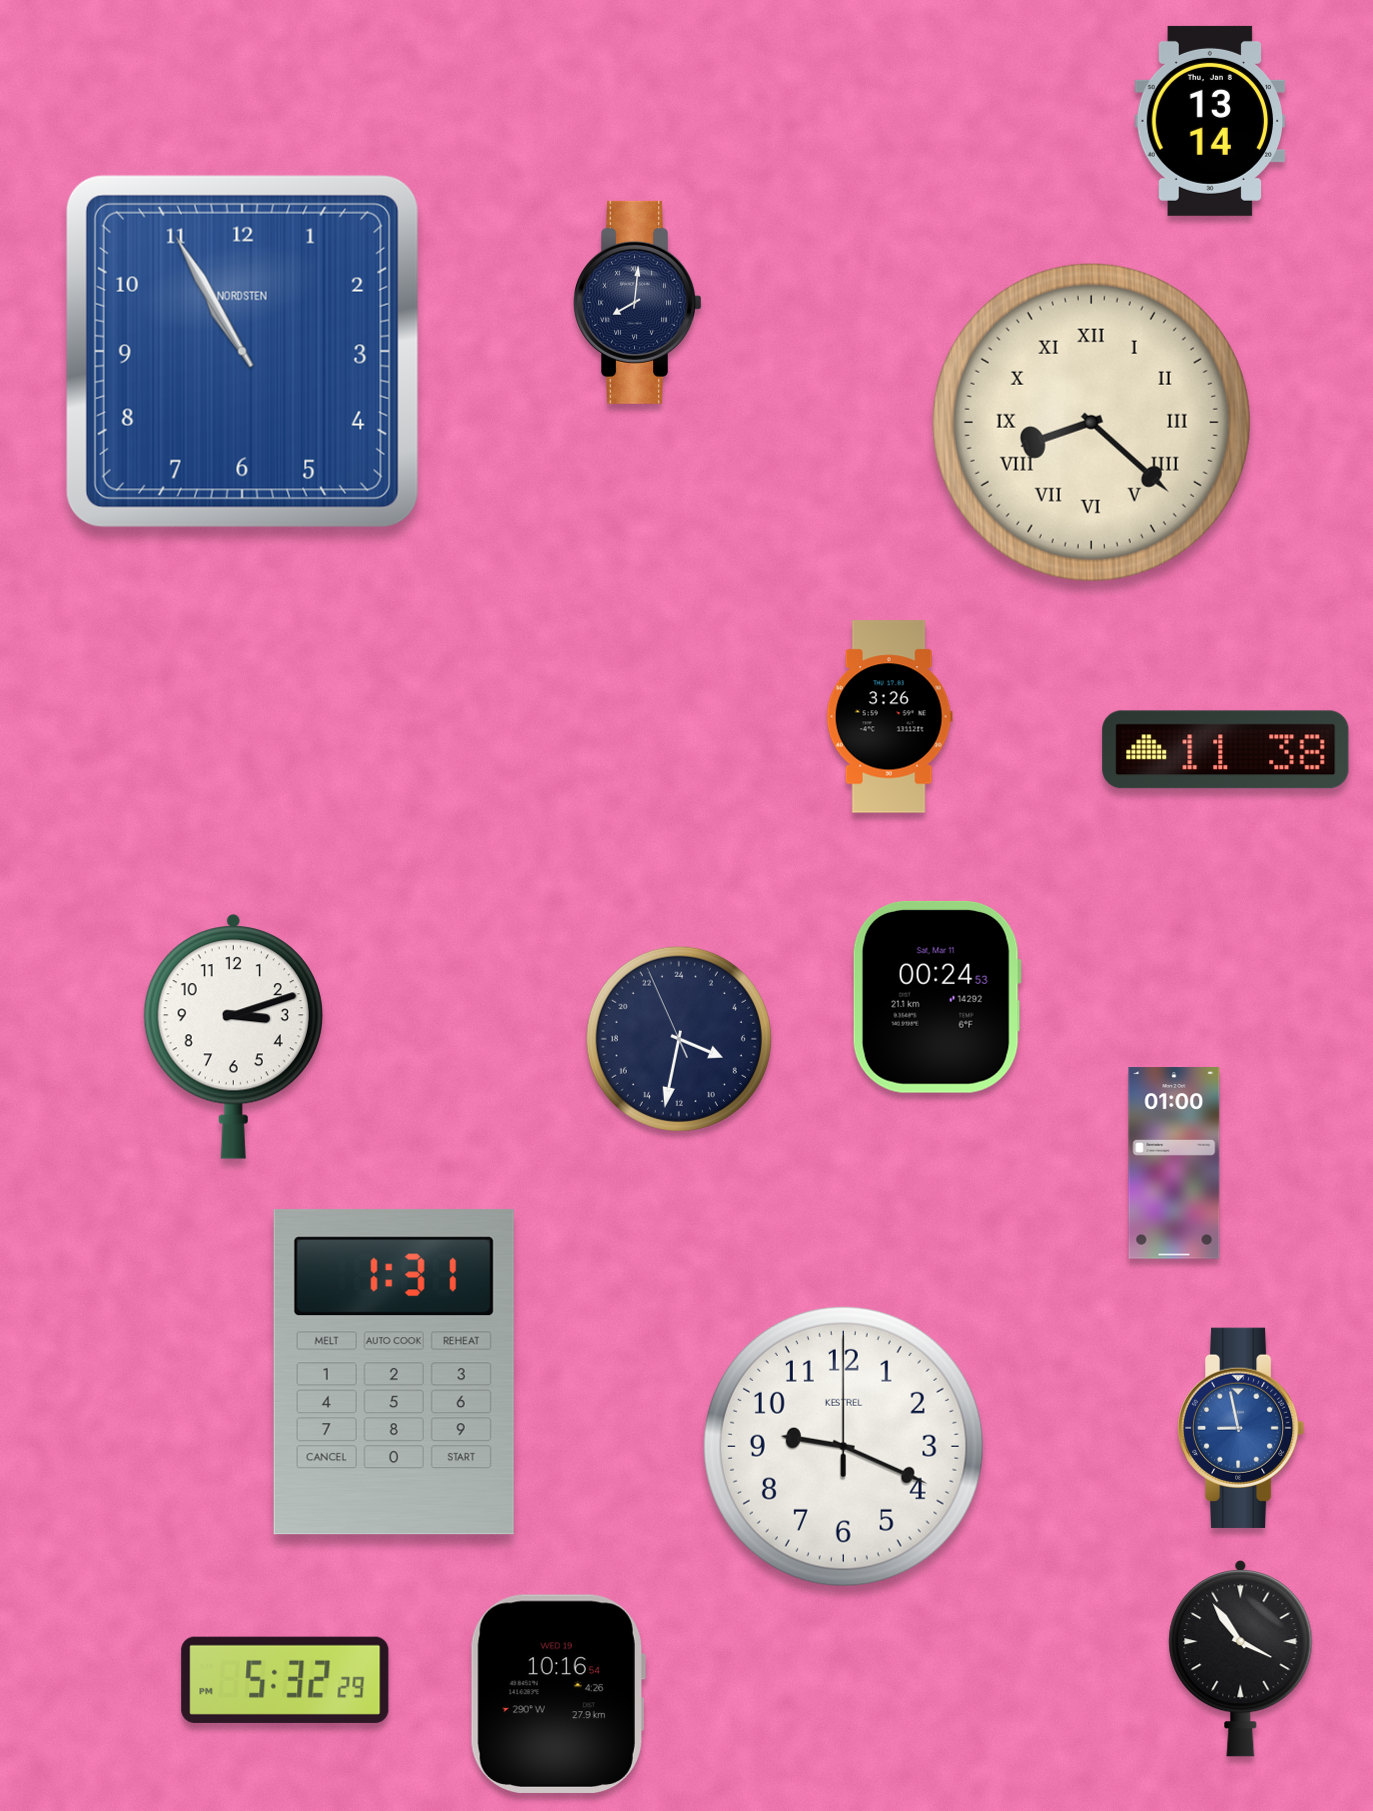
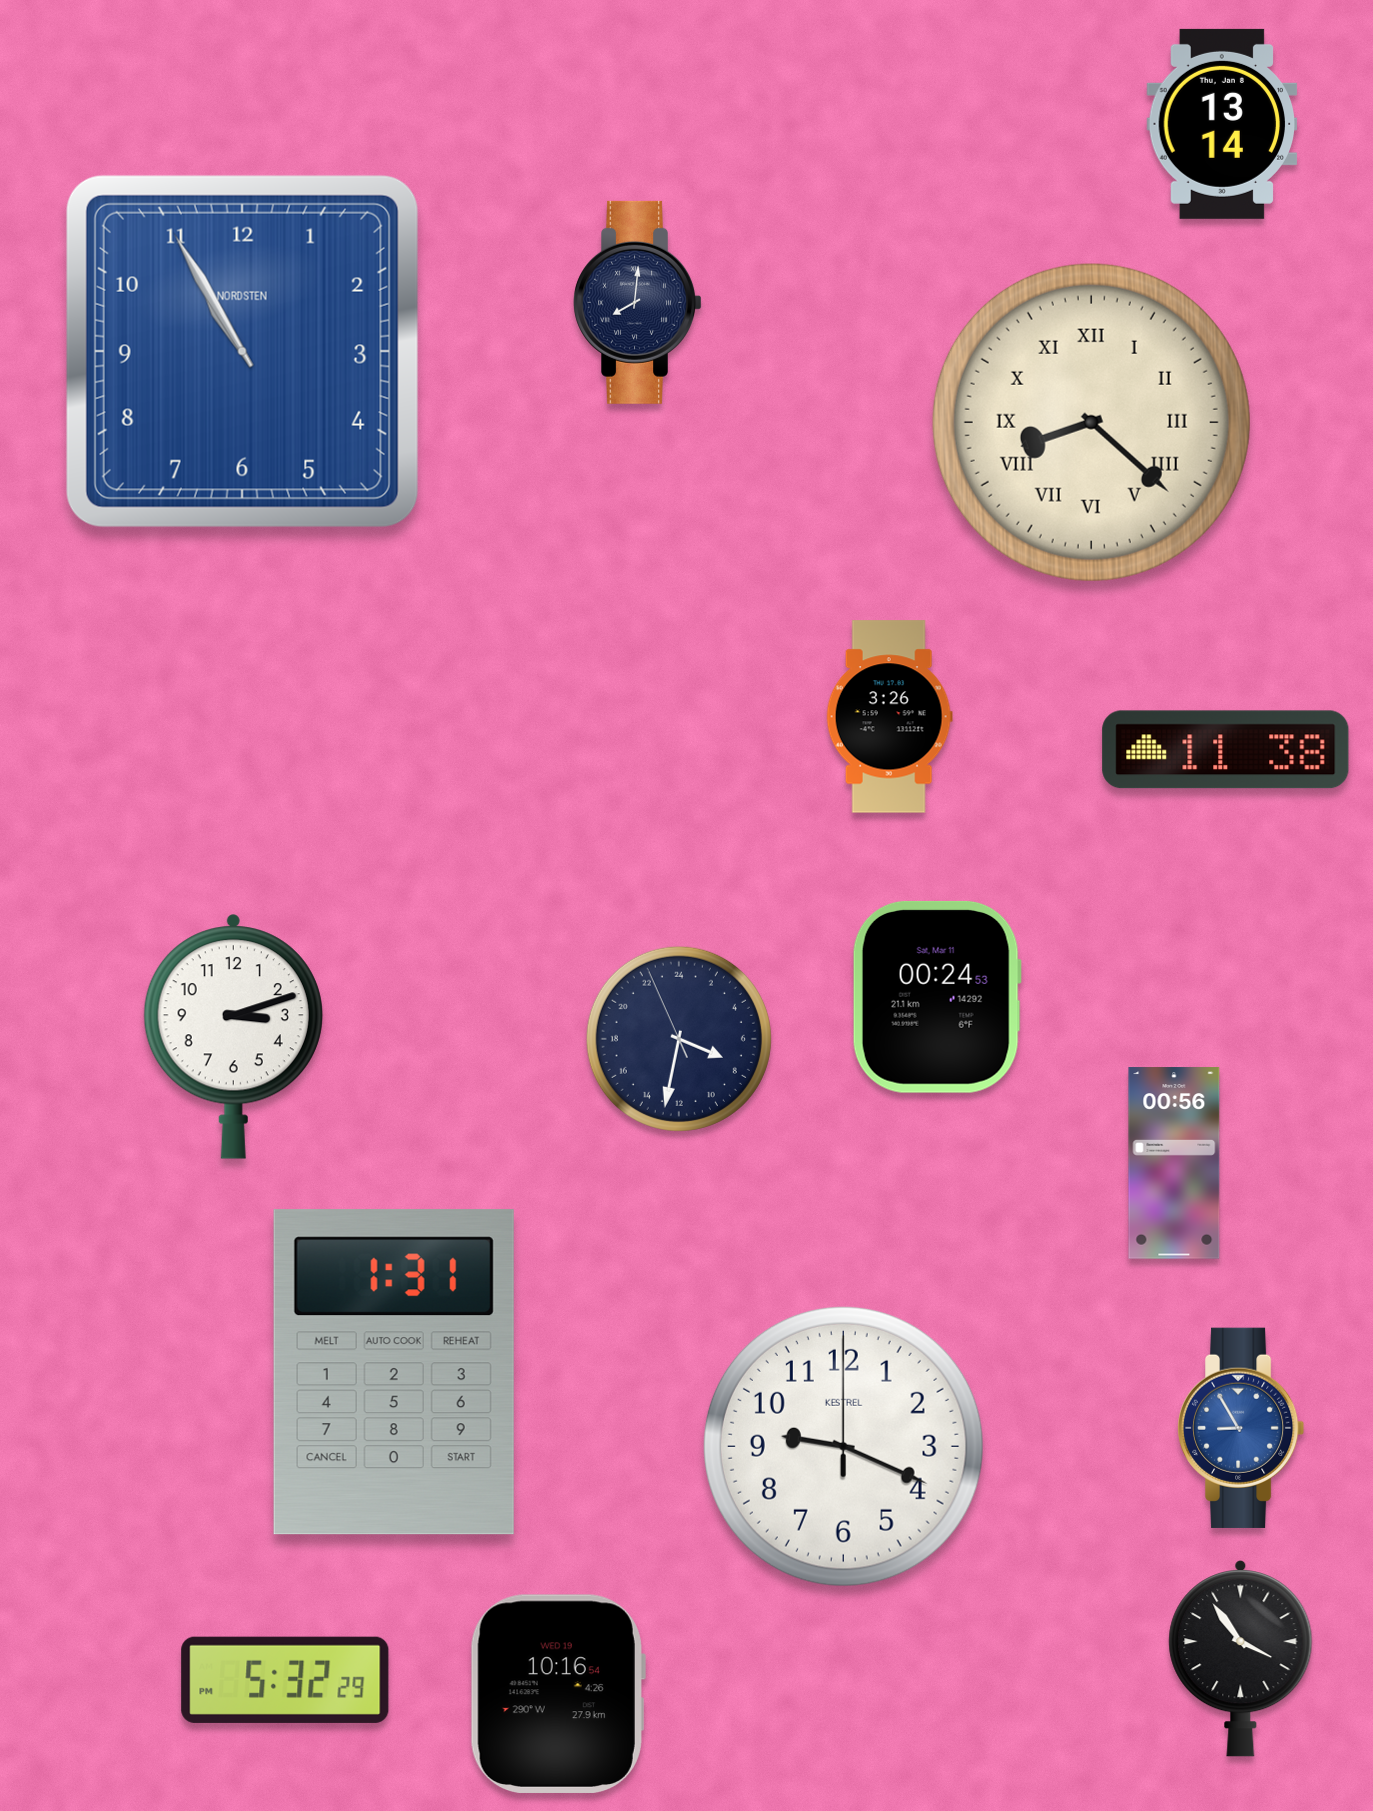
clock at (1210, 121) position: (1210, 121) -> (1222, 124)
clock at (1174, 1163): 01:00 -> 00:56
clock at (1241, 1428): 8:58 -> 8:55
